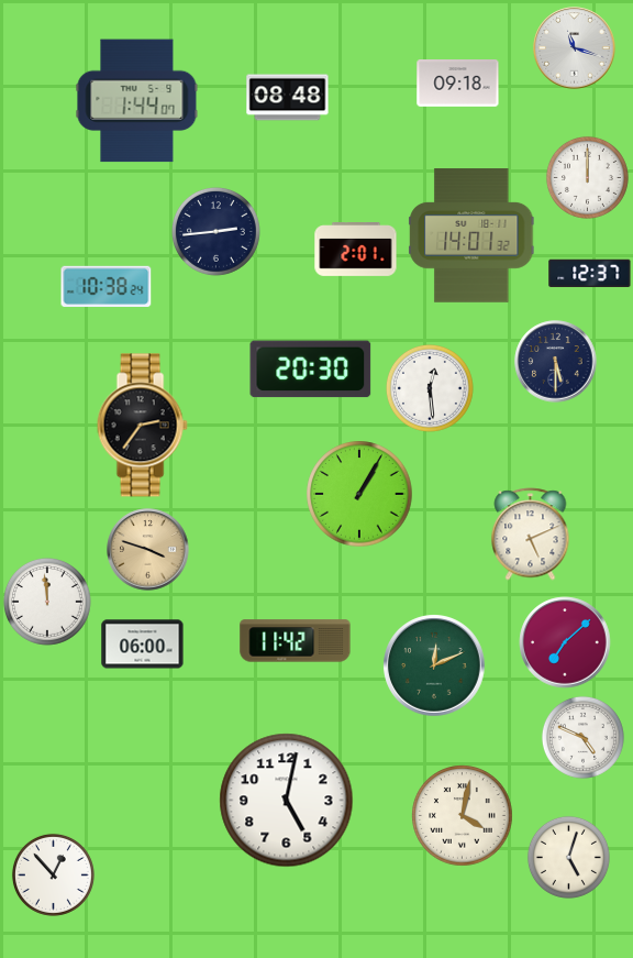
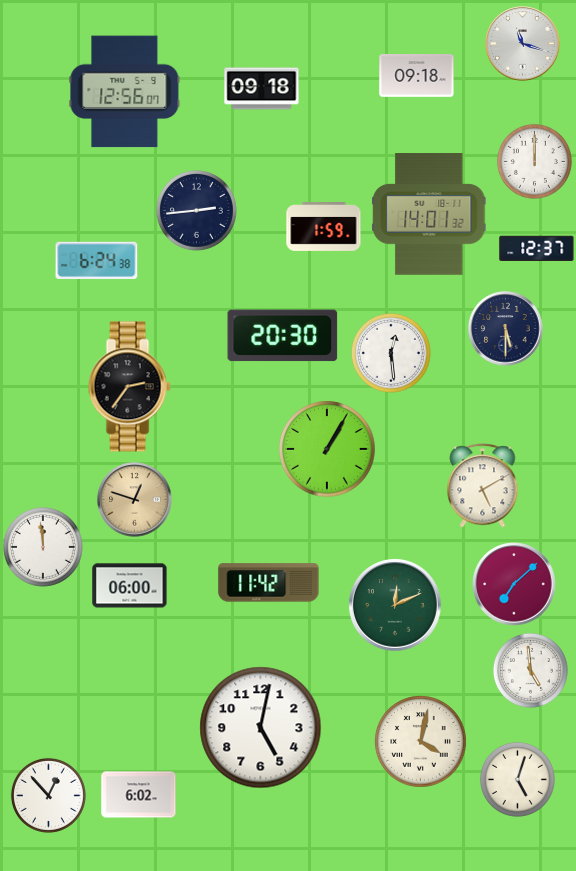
clock at (288, 98): 08:48 -> 09:18
clock at (137, 101): 1:44 -> 12:56
clock at (356, 250): 2:01 -> 1:59
clock at (107, 286): 10:38 -> 6:24
clock at (531, 535): 5:11 -> 5:10
clock at (148, 550): 3:48 -> 12:48
clock at (582, 737): 4:49 -> 4:59
clock at (139, 795): none -> 6:02
